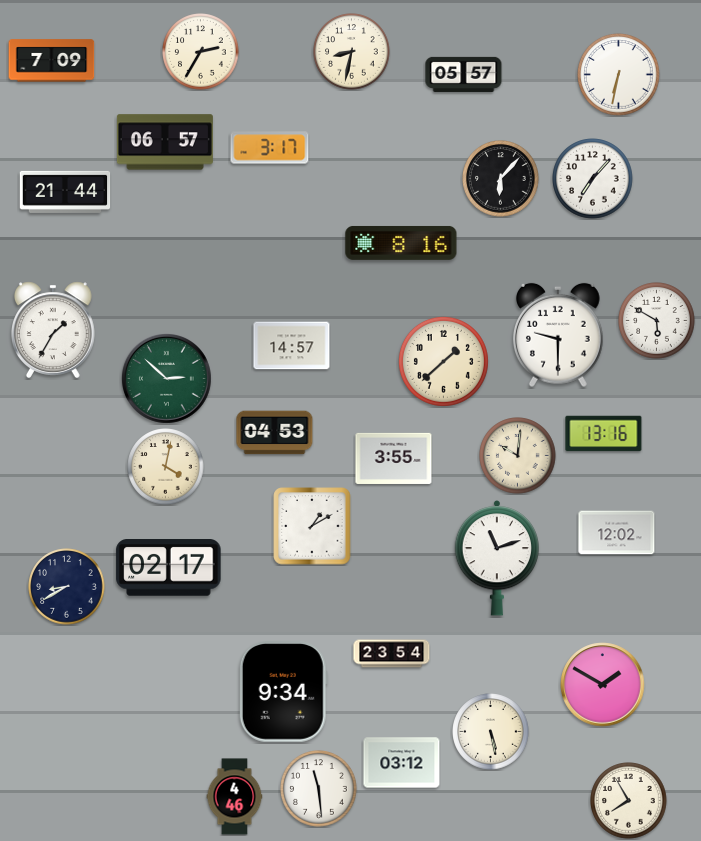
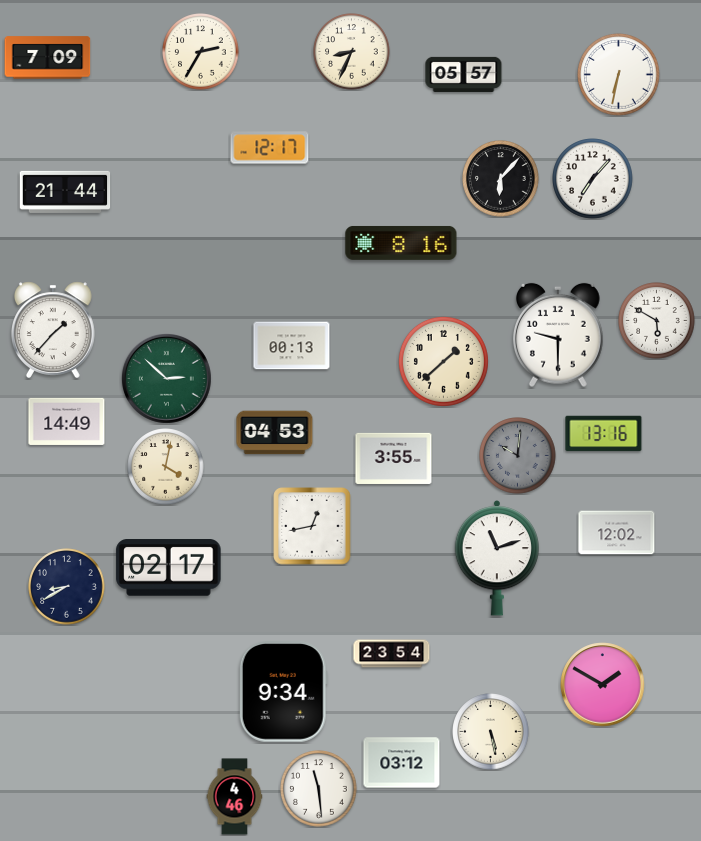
clock at (352, 52): 8:32 -> 8:34
clock at (52, 61) position: (52, 61) -> (48, 58)
clock at (165, 142): 06:57 -> none
clock at (270, 148): 3:17 -> 12:17
clock at (54, 330): 1:35 -> 1:37
clock at (292, 346): 14:57 -> 00:13
clock at (67, 421): none -> 14:49
clock at (518, 456) dial: cream -> grey
clock at (312, 526): 1:10 -> 12:43
clock at (629, 801): 7:55 -> none
